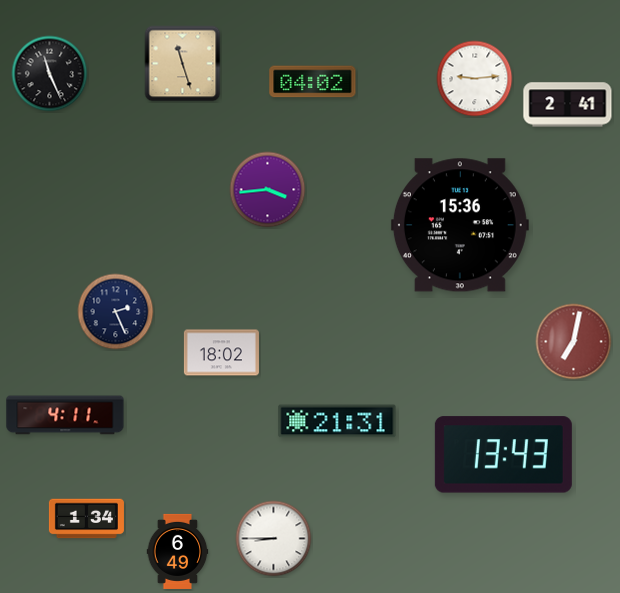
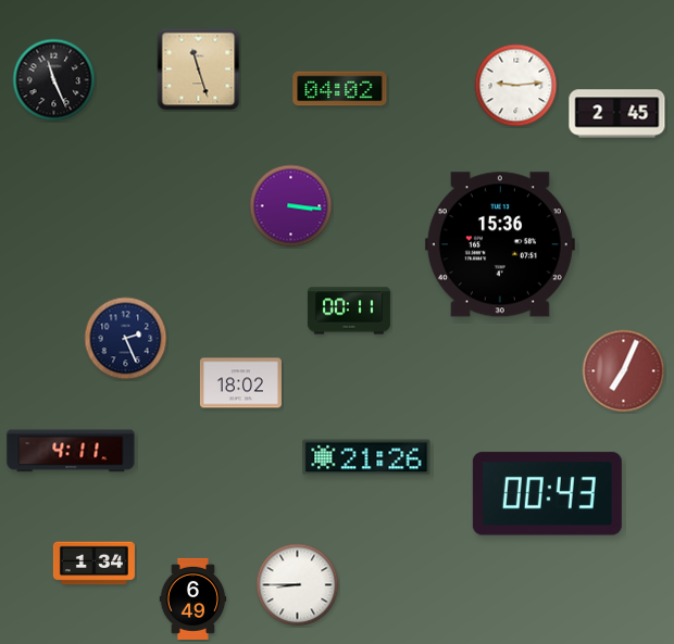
clock at (568, 105): 2:41 -> 2:45
clock at (268, 190): 3:44 -> 3:16
clock at (349, 311): none -> 00:11
clock at (574, 342): 7:02 -> 7:04
clock at (337, 421): 21:31 -> 21:26
clock at (503, 455): 13:43 -> 00:43
